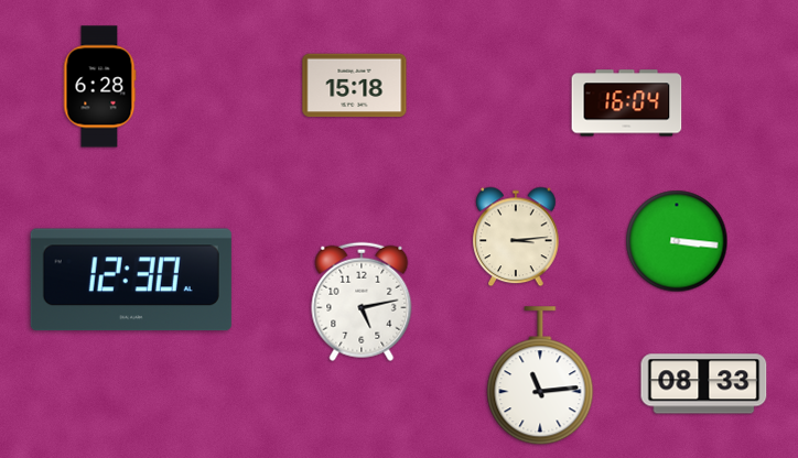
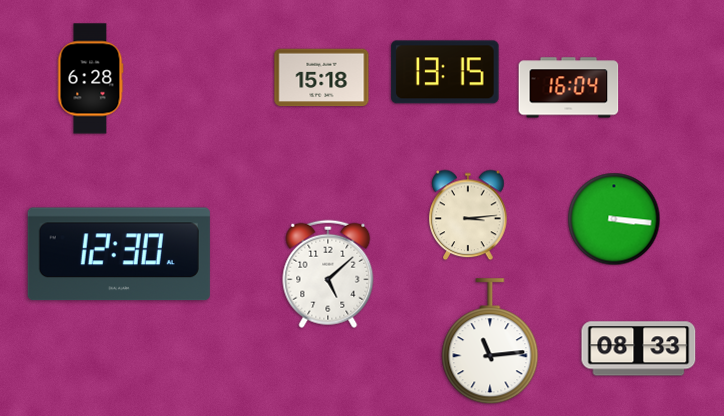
clock at (445, 72): none -> 13:15
clock at (627, 103) position: (627, 103) -> (569, 88)
clock at (362, 302): 5:13 -> 5:08
